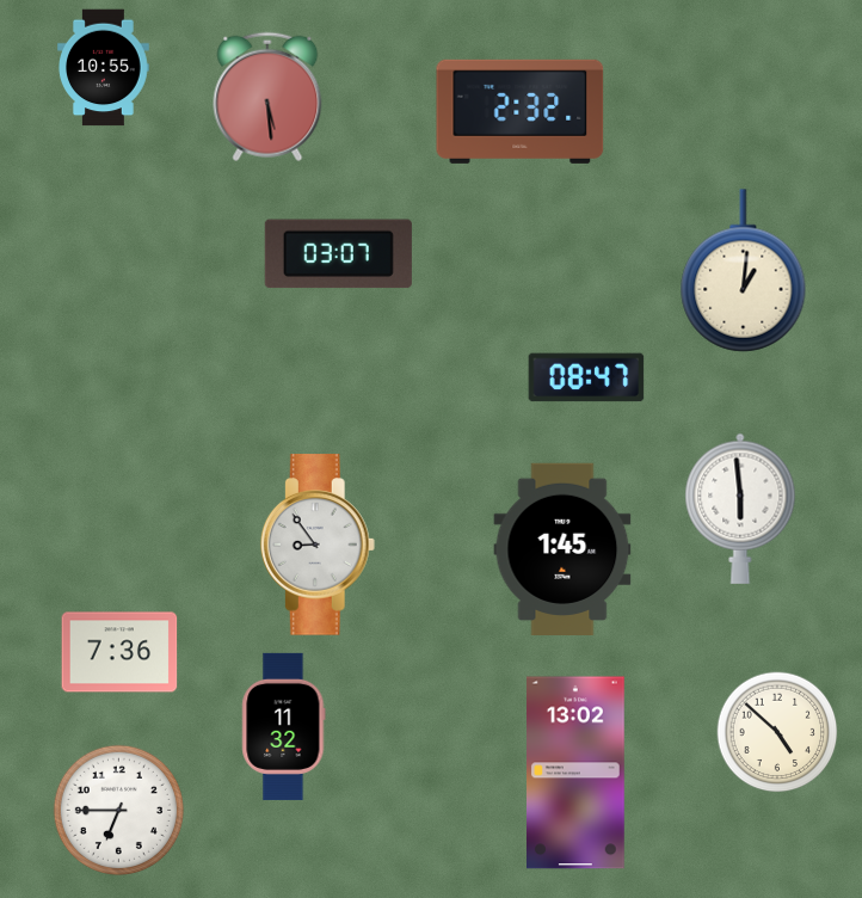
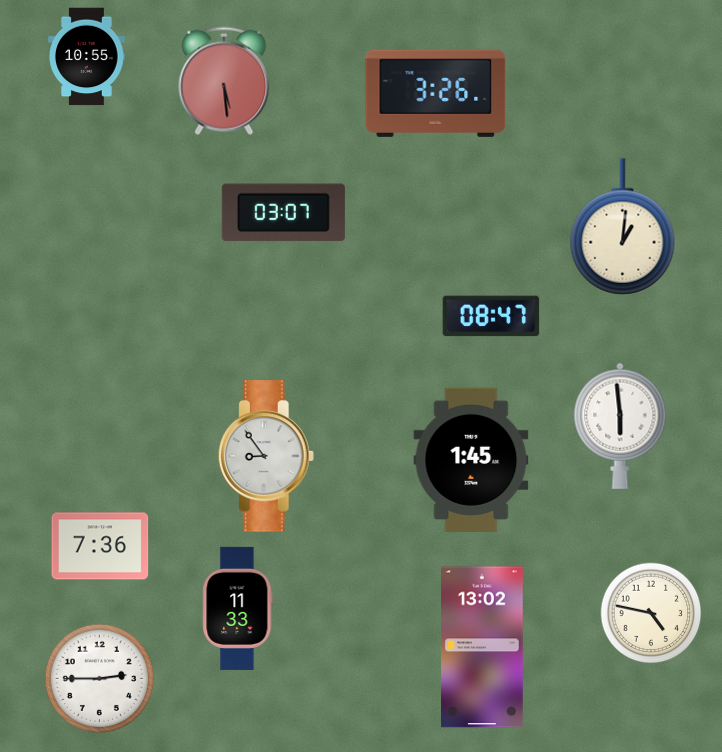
clock at (521, 111): 2:32 -> 3:26
clock at (284, 726): 11:32 -> 11:33
clock at (777, 732): 4:52 -> 4:47
clock at (118, 810): 6:45 -> 2:45
